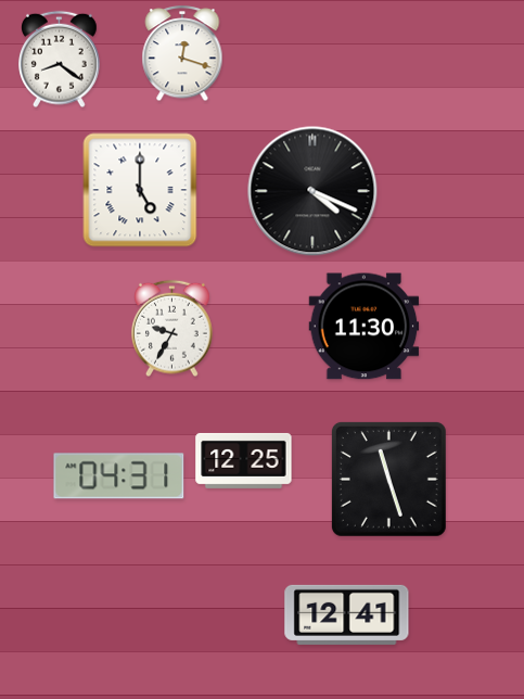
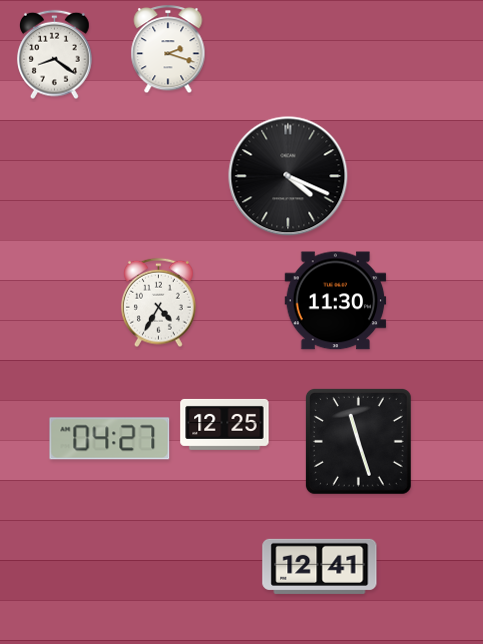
clock at (182, 54): 12:18 -> 2:18
clock at (140, 190): 5:00 -> none
clock at (172, 329): 9:35 -> 4:35
clock at (119, 476): 04:31 -> 04:27
